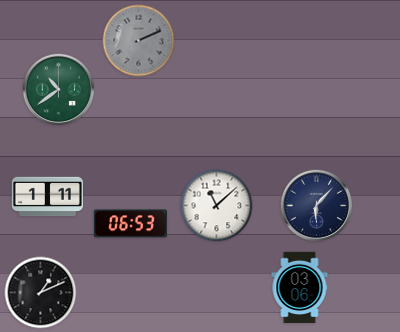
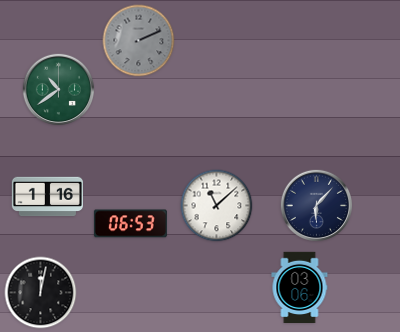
clock at (47, 197): 1:11 -> 1:16
clock at (41, 293): 1:11 -> 12:02
